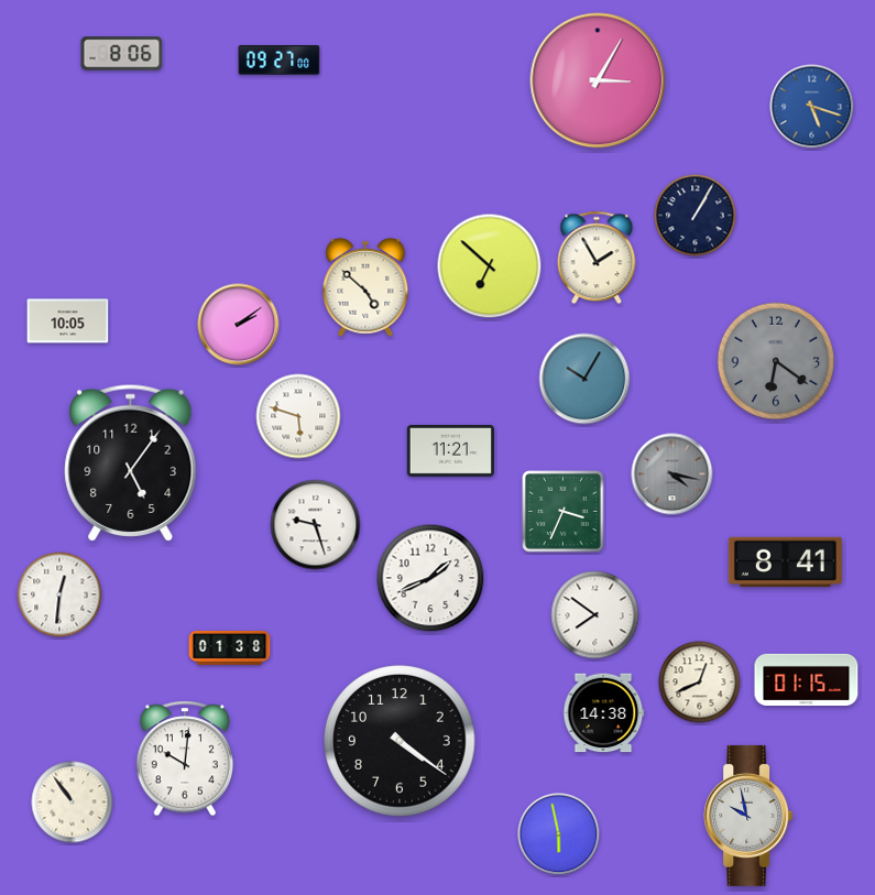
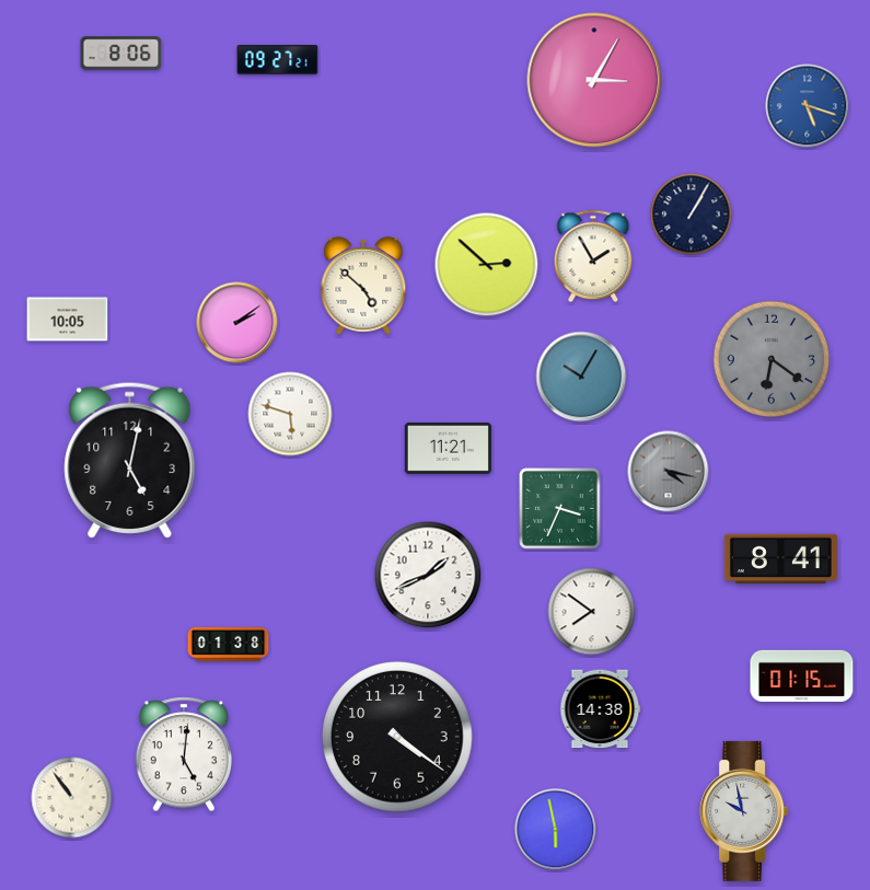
clock at (280, 61): 09:27:00 -> 09:27:21
clock at (490, 266): 6:52 -> 2:52
clock at (298, 416) position: (298, 416) -> (290, 414)
clock at (131, 462): 5:06 -> 5:02
clock at (316, 525): 9:27 -> none
clock at (59, 594): 12:31 -> none
clock at (700, 683): 12:41 -> none
clock at (184, 758): 10:01 -> 5:01
